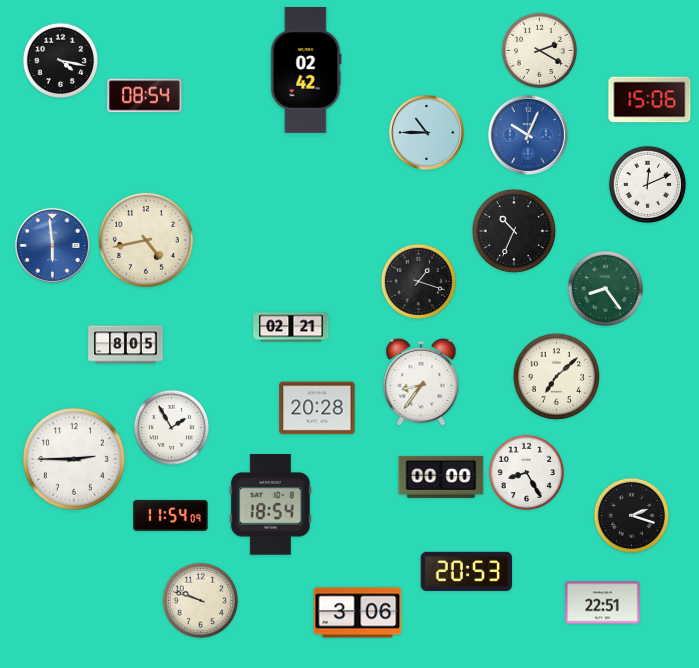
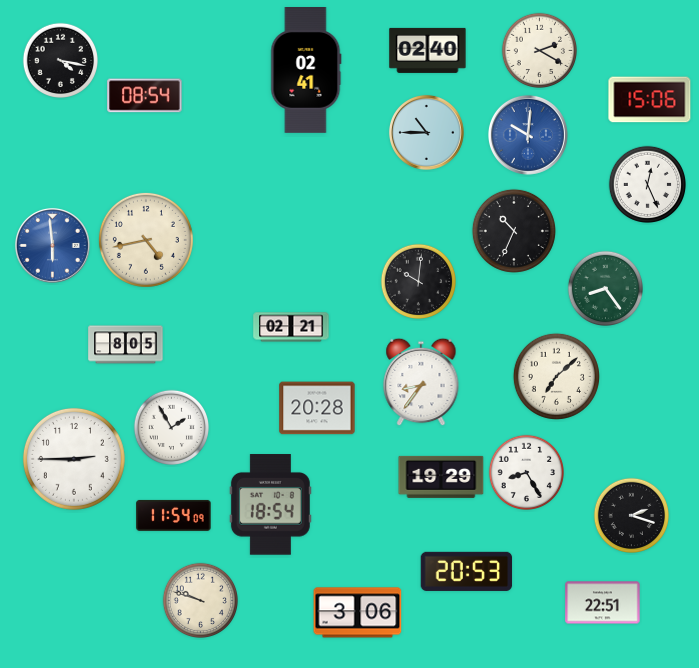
clock at (428, 50): none -> 02:40
clock at (306, 71): 02:42 -> 02:41
clock at (528, 135): 10:04 -> 10:01
clock at (647, 184): 12:11 -> 12:26
clock at (418, 281): 1:18 -> 10:01
clock at (441, 477): 00:00 -> 19:29
clock at (171, 515) position: (171, 515) -> (174, 515)
